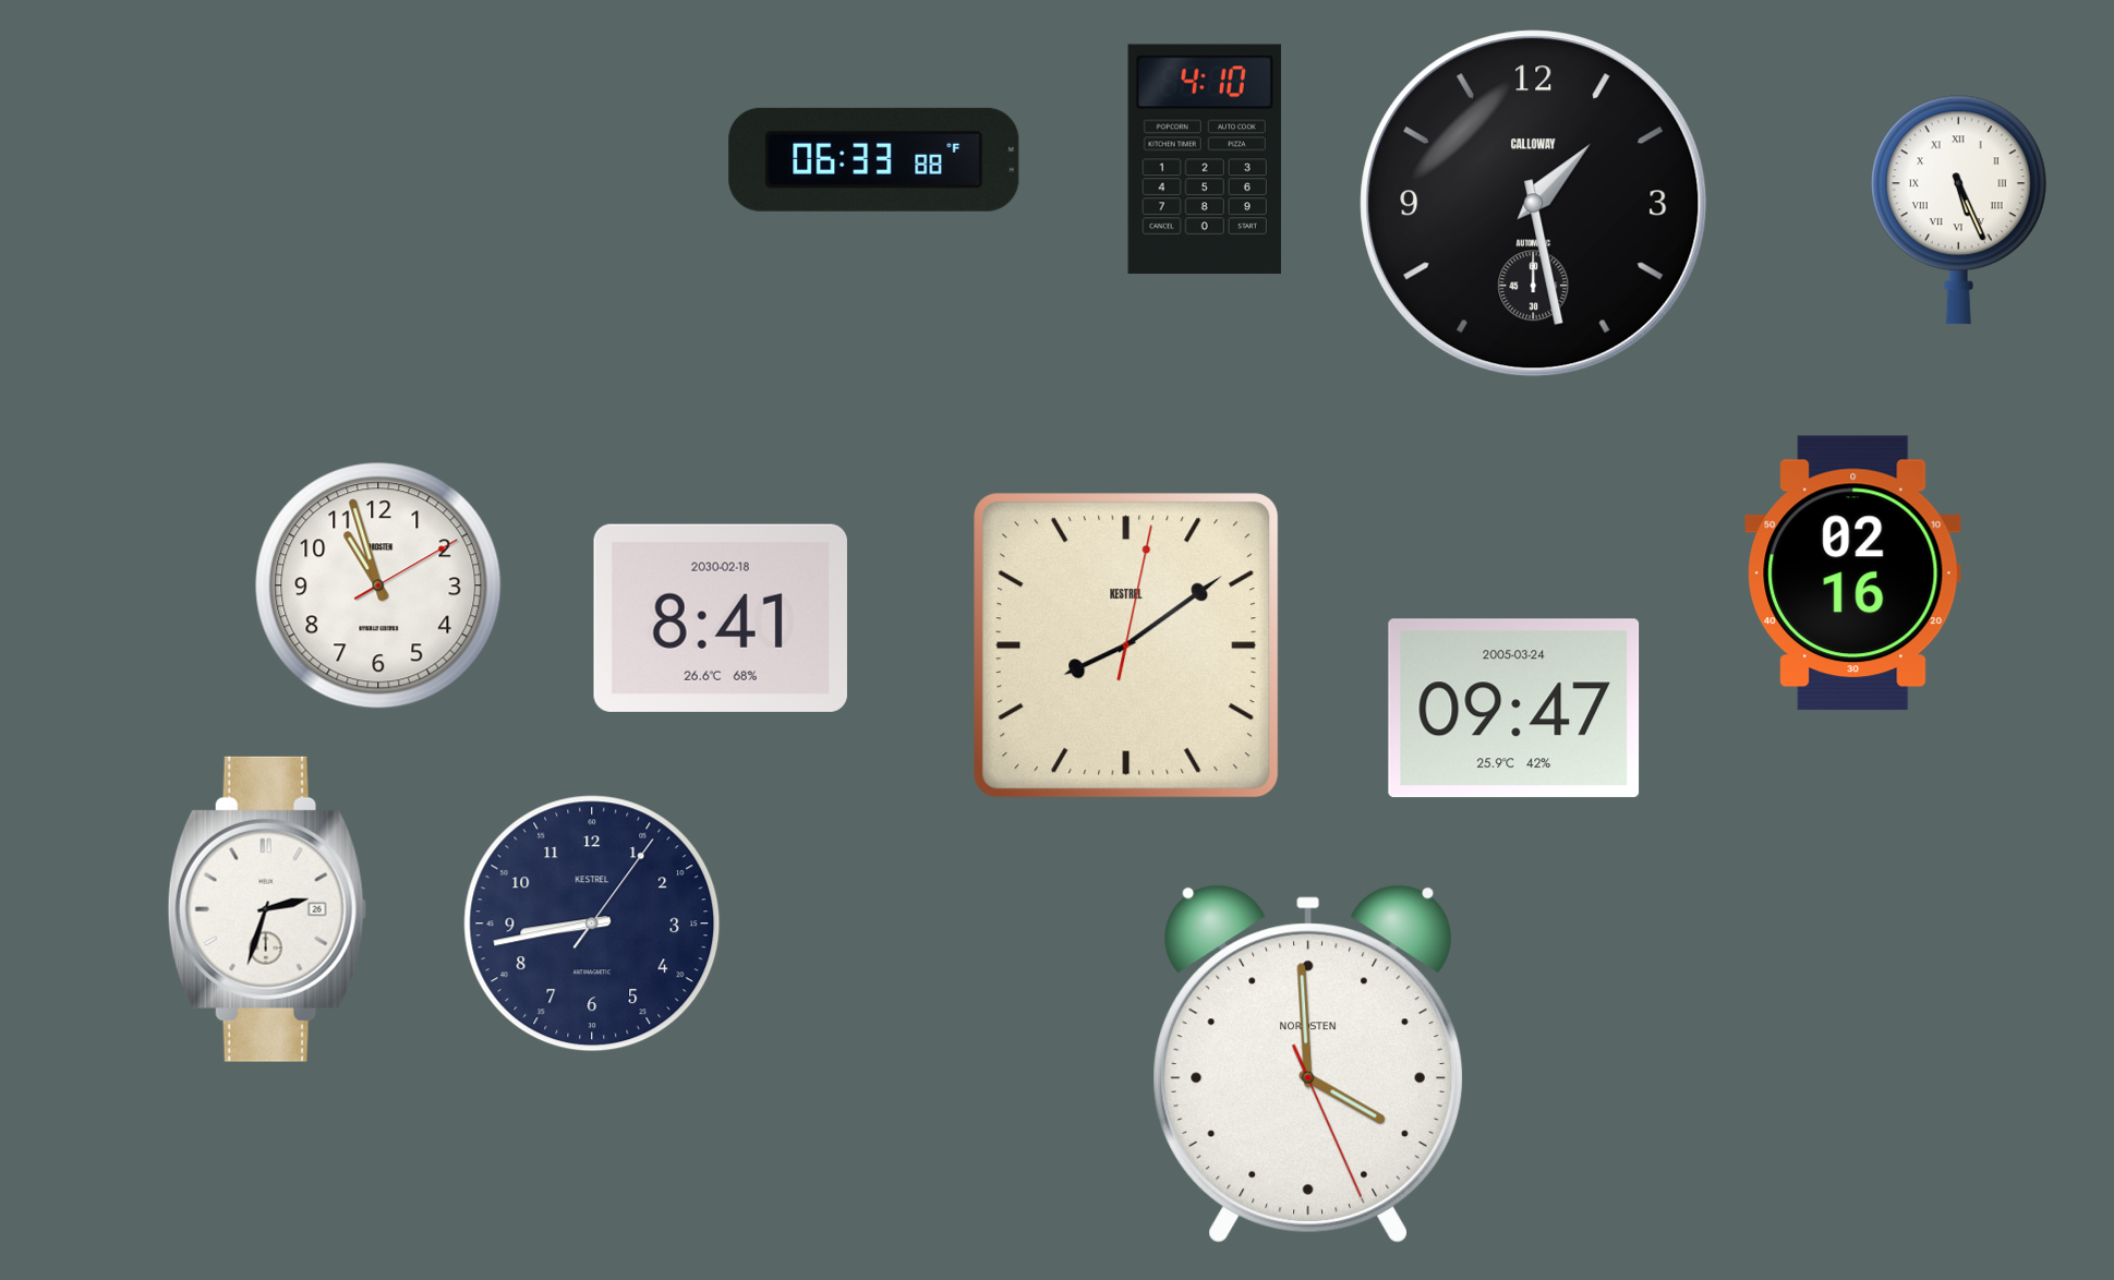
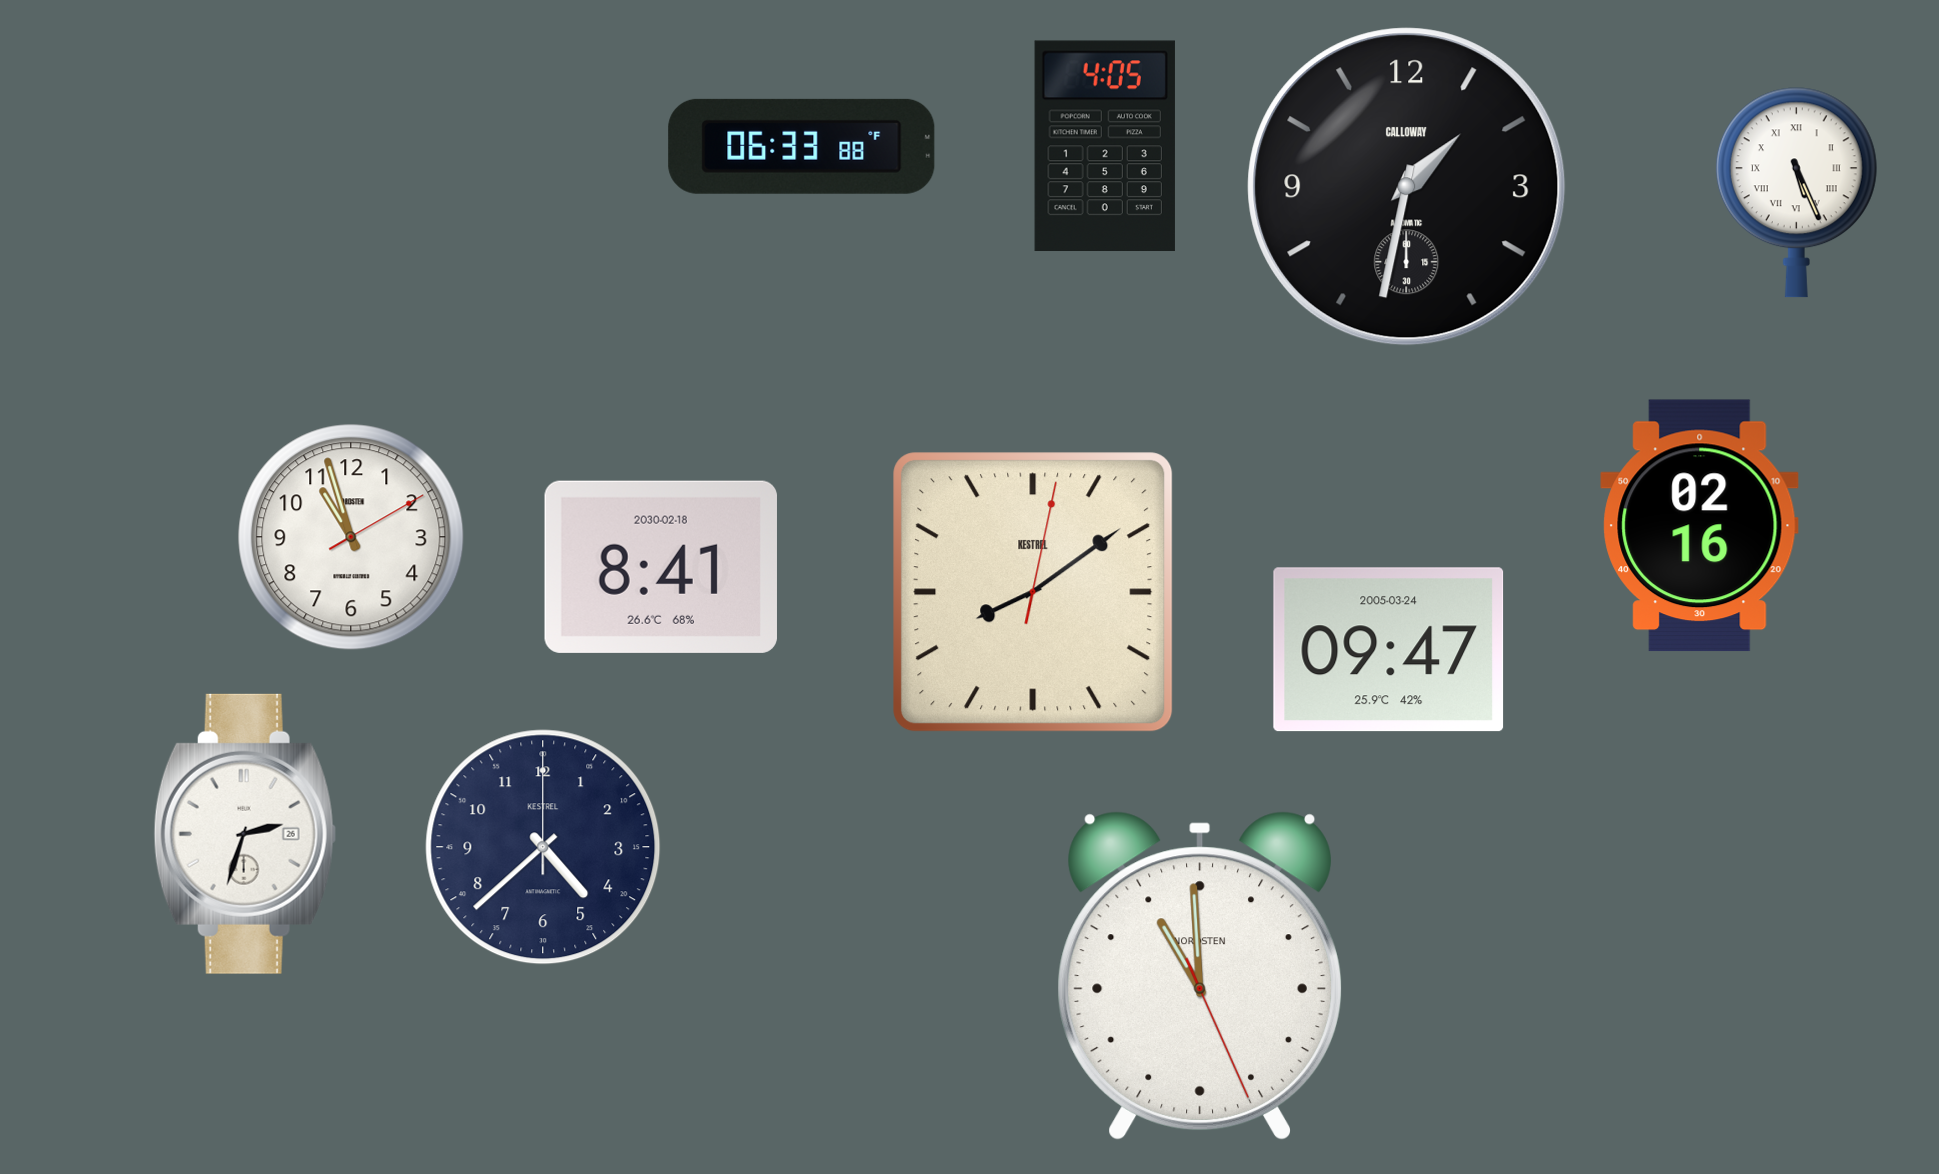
clock at (1205, 159): 4:10 -> 4:05
clock at (1534, 204): 1:28 -> 1:32
clock at (378, 585) position: (378, 585) -> (351, 537)
clock at (592, 923): 8:43 -> 4:38
clock at (1308, 1064): 3:59 -> 10:59
